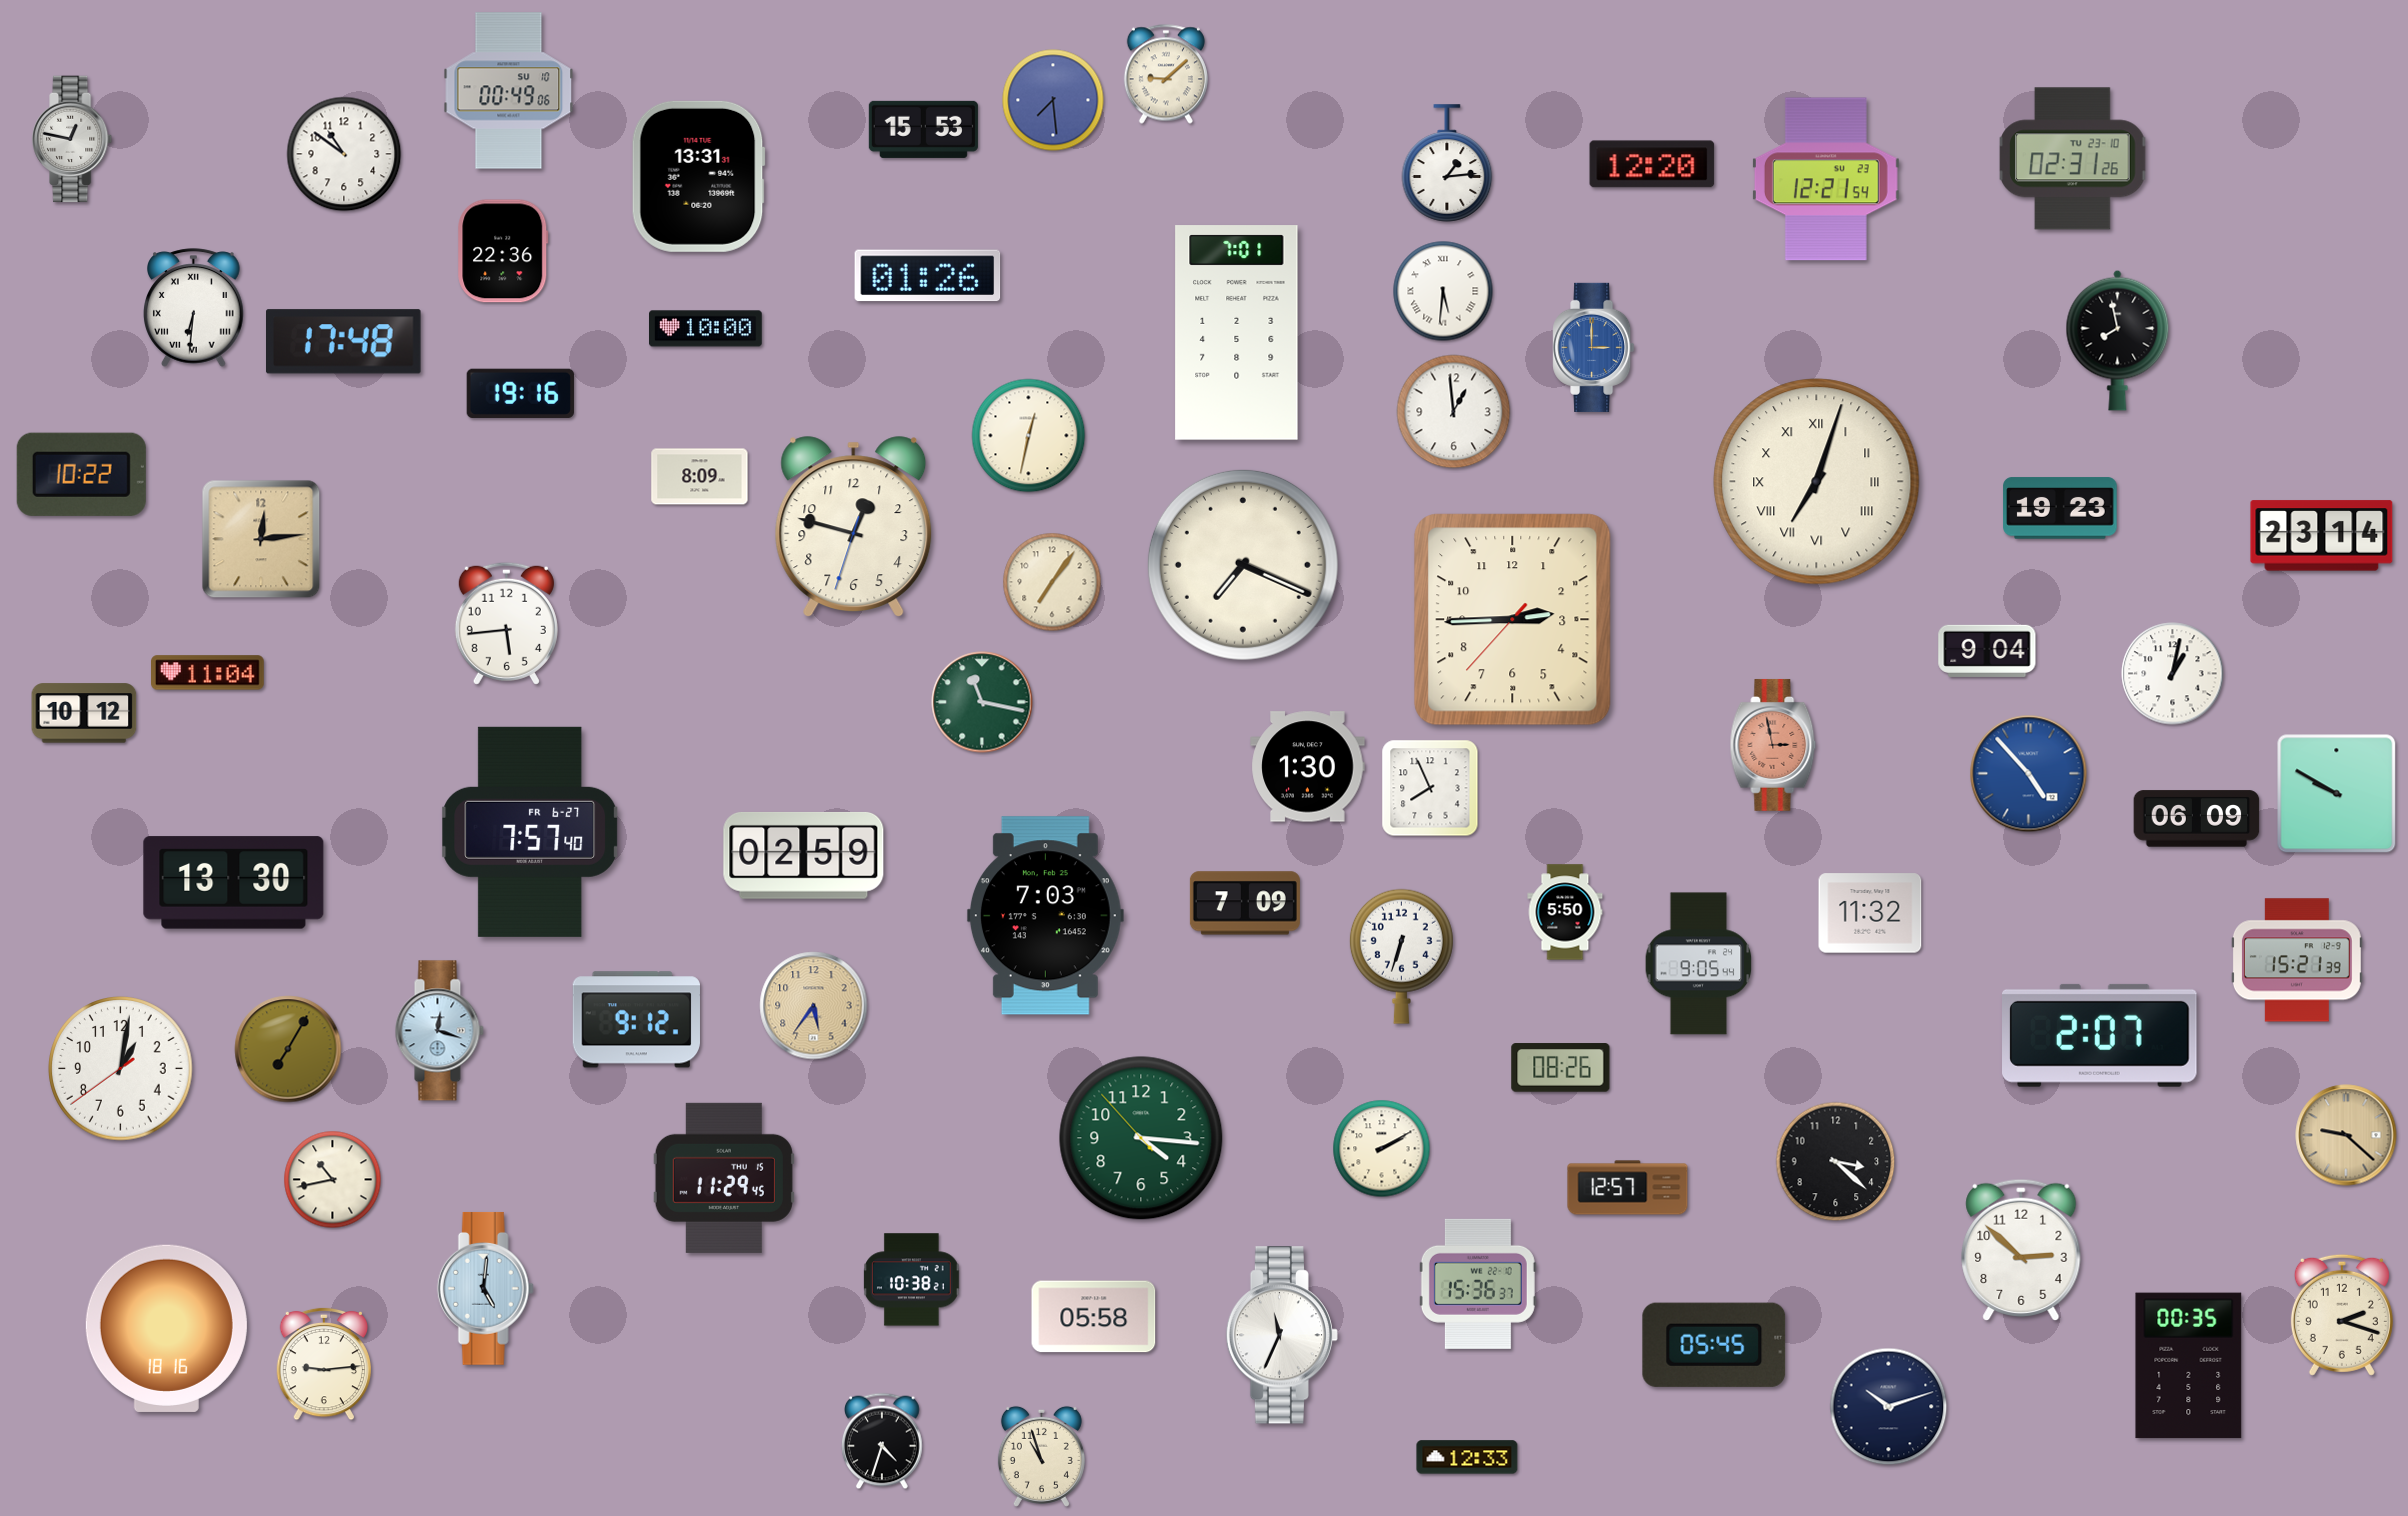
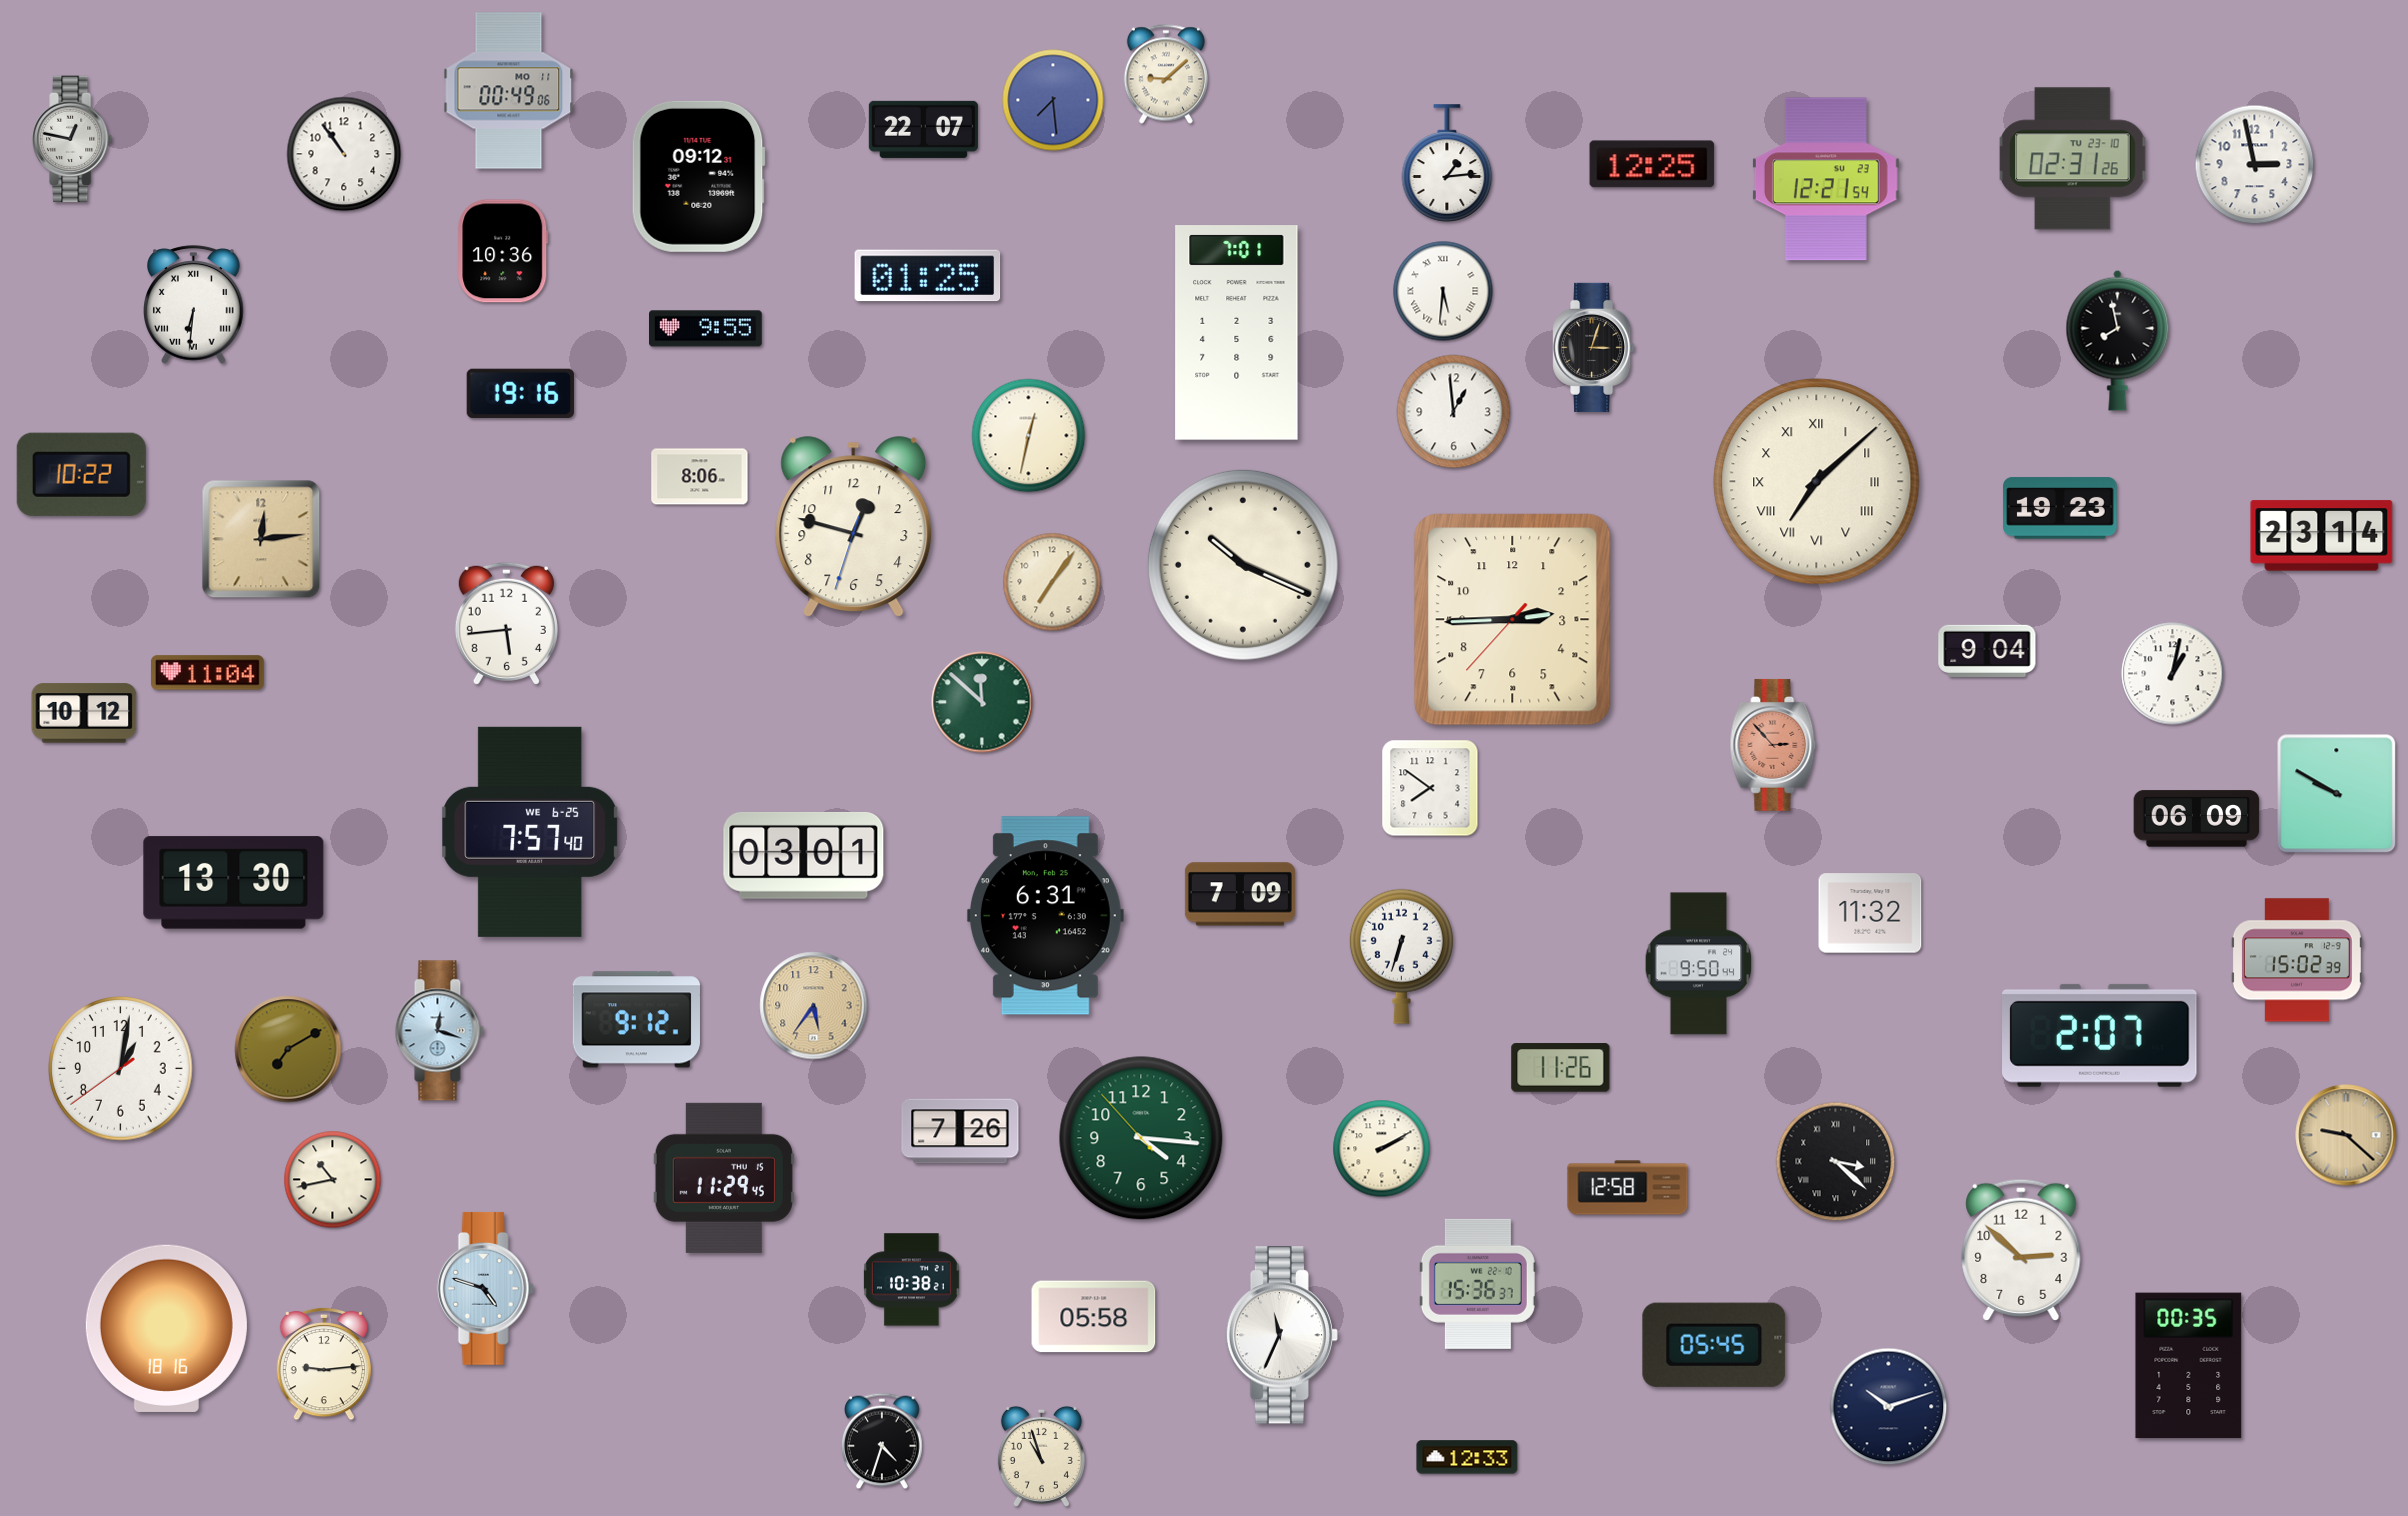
clock at (509, 91) date: SU 10 -> MO 11
clock at (923, 129): 15:53 -> 22:07
clock at (344, 154): 10:51 -> 10:54
clock at (1652, 164): 12:20 -> 12:25
clock at (2255, 165): none -> 2:58
clock at (698, 176): 13:31 -> 09:12
clock at (503, 251): 22:36 -> 10:36
clock at (928, 276): 01:26 -> 01:25
clock at (194, 308) position: (194, 308) -> (194, 305)
clock at (706, 329): 10:00 -> 9:55
clock at (344, 342): 17:48 -> none
clock at (1594, 347): 3:00 -> 3:03
clock at (1594, 347) dial: blue -> black
clock at (700, 477): 8:09 -> 8:06
clock at (1817, 482): 7:03 -> 7:08
clock at (1243, 565): 7:19 -> 10:19
clock at (982, 702): 11:17 -> 11:52
clock at (1773, 745): 2:58 -> 2:53
clock at (1308, 767): 1:30 -> none
clock at (2029, 774): 4:53 -> none
clock at (1430, 788): 7:56 -> 7:51
clock at (531, 832) date: FR 6-27 -> WE 6-25
clock at (804, 855): 02:59 -> 03:01
clock at (1245, 903) position: (1245, 903) -> (1240, 894)
clock at (1565, 912): 5:50 -> none
clock at (1045, 916): 7:03 -> 6:31
clock at (2297, 960): 15:21 -> 15:02
clock at (1699, 964): 9:05 -> 9:50
clock at (288, 1049): 7:05 -> 7:10
clock at (1561, 1068): 08:26 -> 11:26
clock at (960, 1131): none -> 7:26
clock at (1836, 1162) numerals: Arabic -> Roman
clock at (1628, 1188): 12:57 -> 12:58
clock at (485, 1288): 5:01 -> 4:48
clock at (2342, 1315): 2:18 -> none
